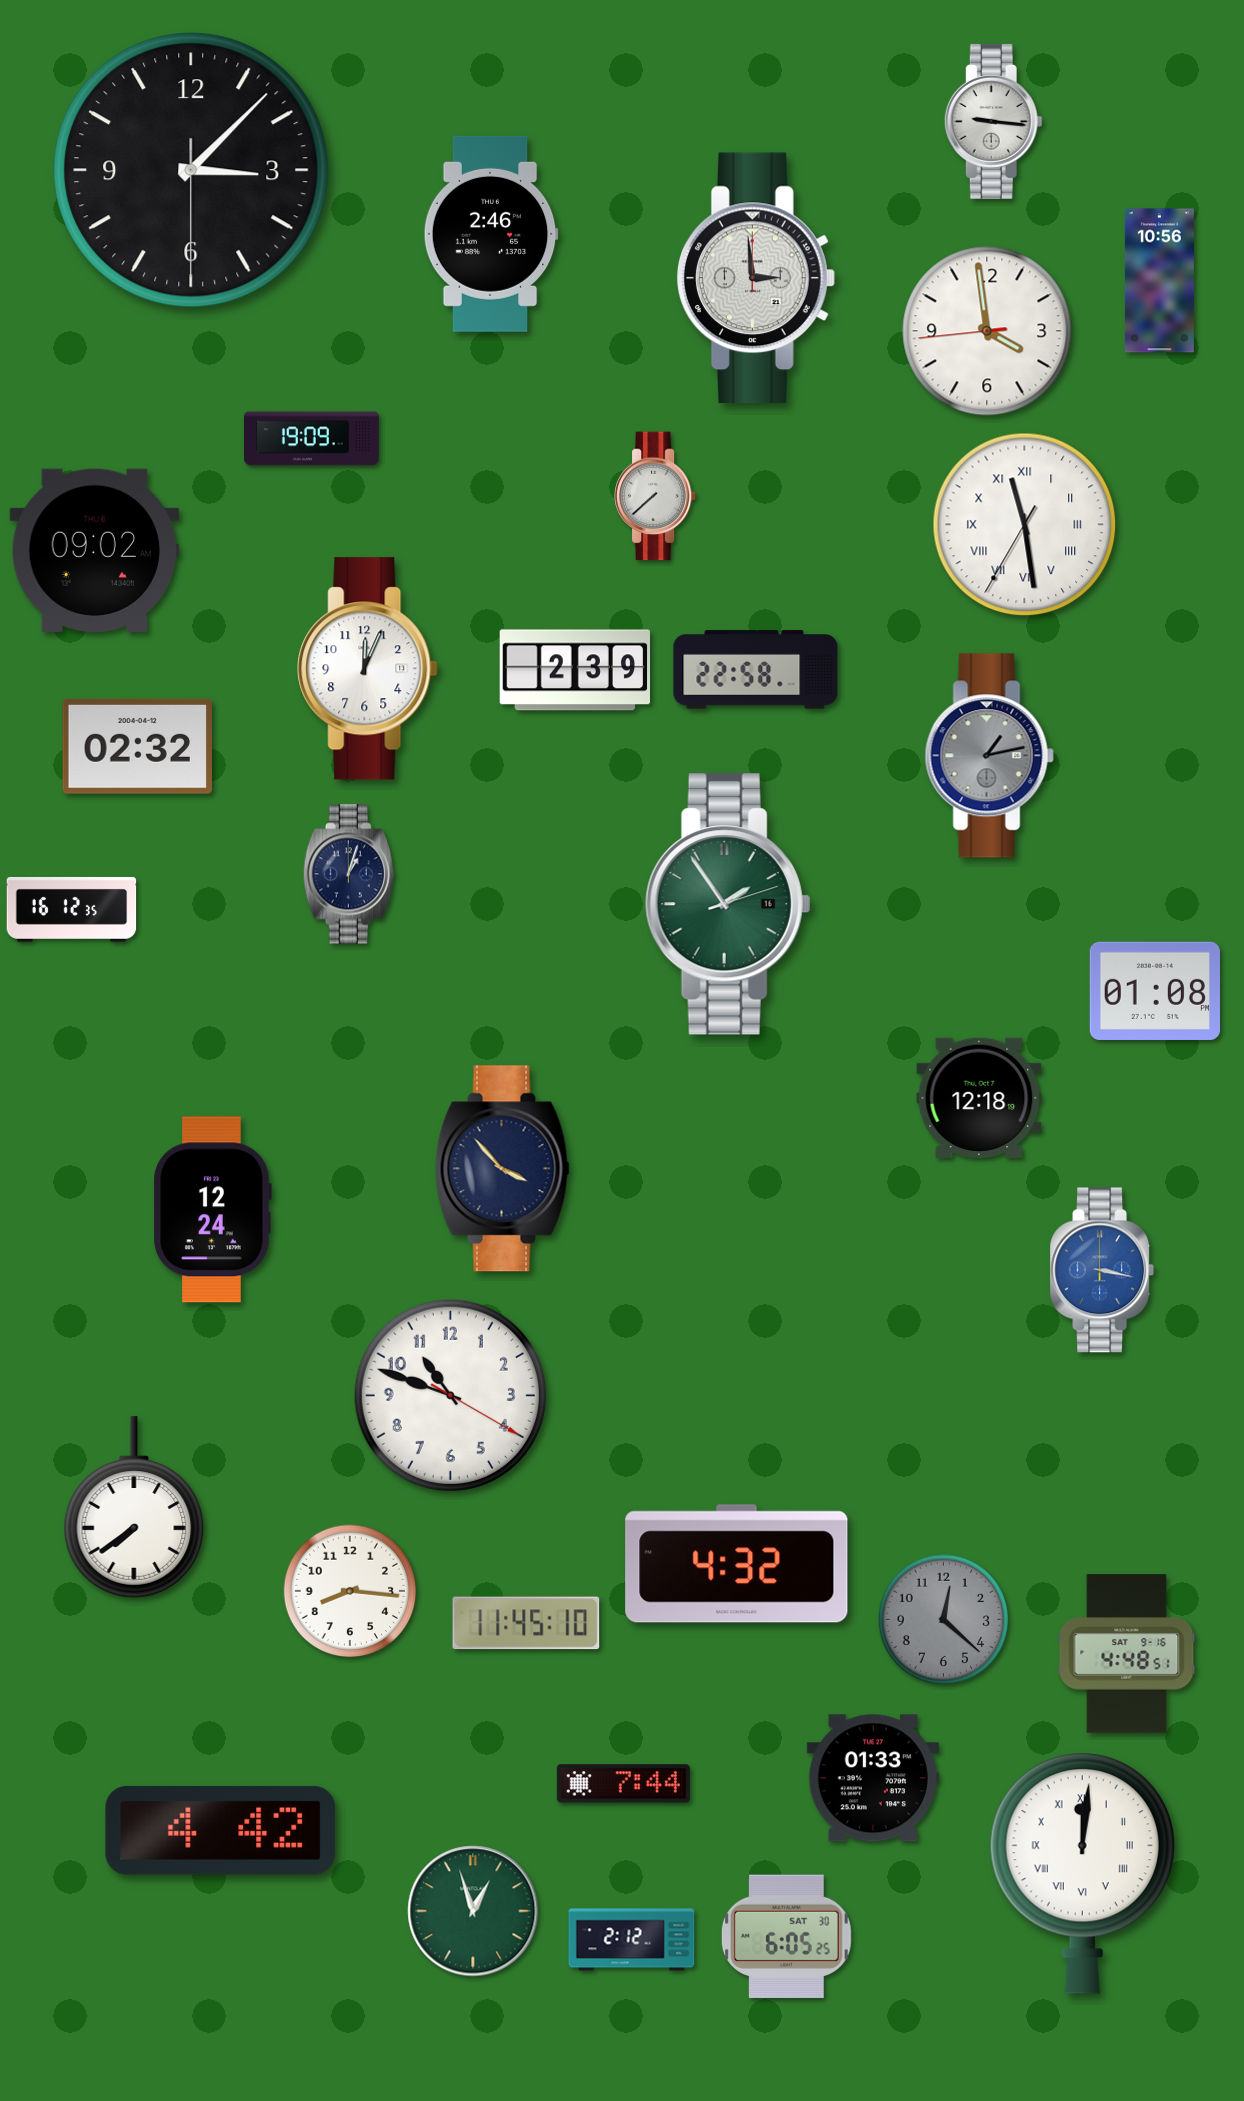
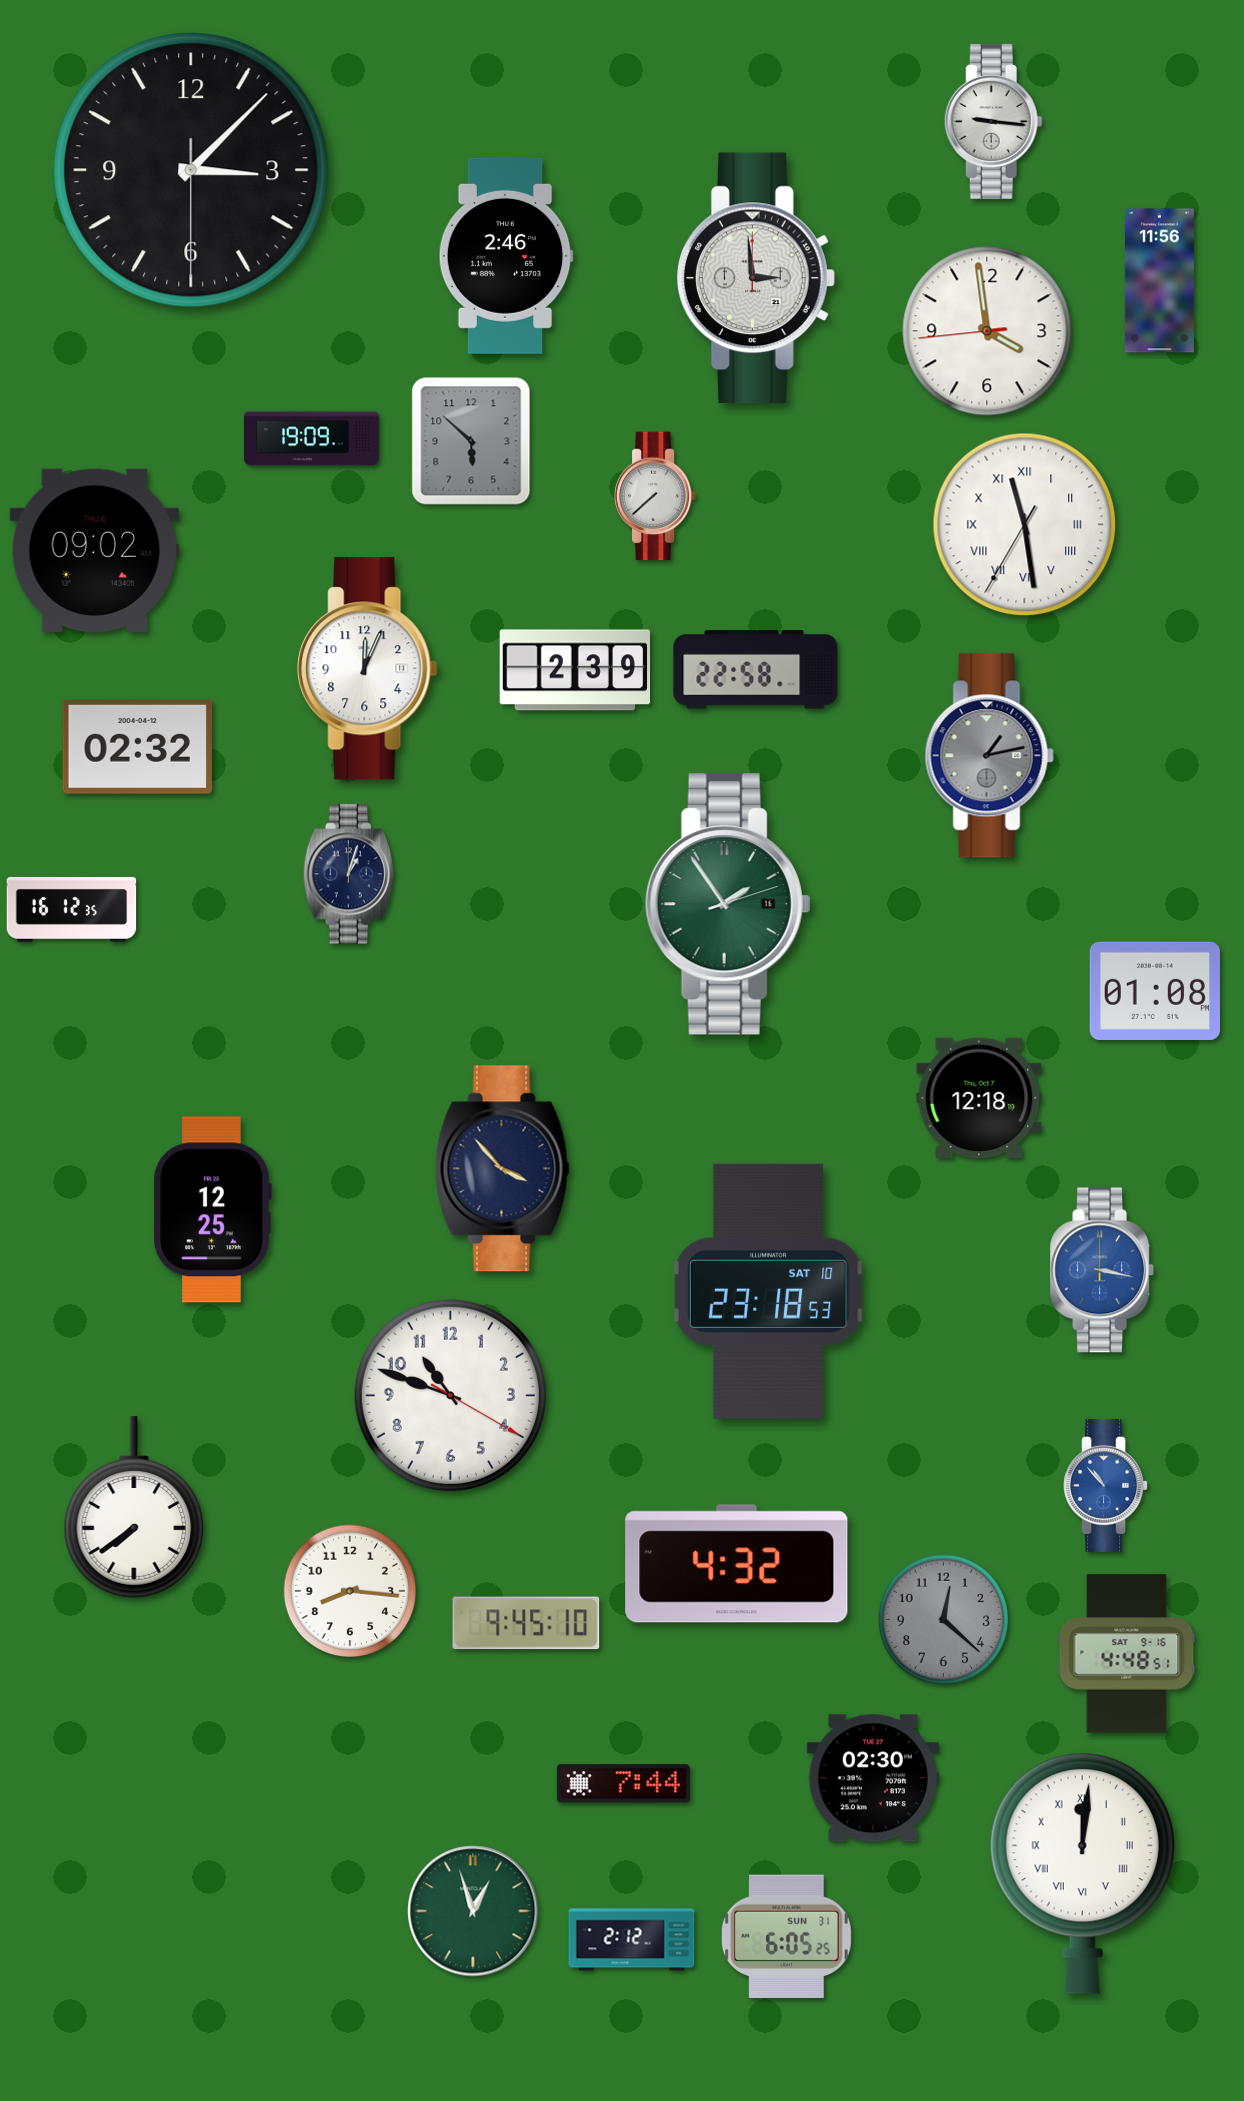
clock at (491, 234) position: (491, 234) -> (506, 256)
clock at (1159, 281): 10:56 -> 11:56
clock at (471, 441): none -> 5:52
clock at (212, 1210): 12:24 -> 12:25
clock at (769, 1291): none -> 23:18
clock at (1106, 1485): none -> 10:53
clock at (526, 1623): 11:45 -> 9:45
clock at (873, 1778): 01:33 -> 02:30
clock at (221, 1830): 4:42 -> none
clock at (786, 1937) date: SAT 30 -> SUN 31
